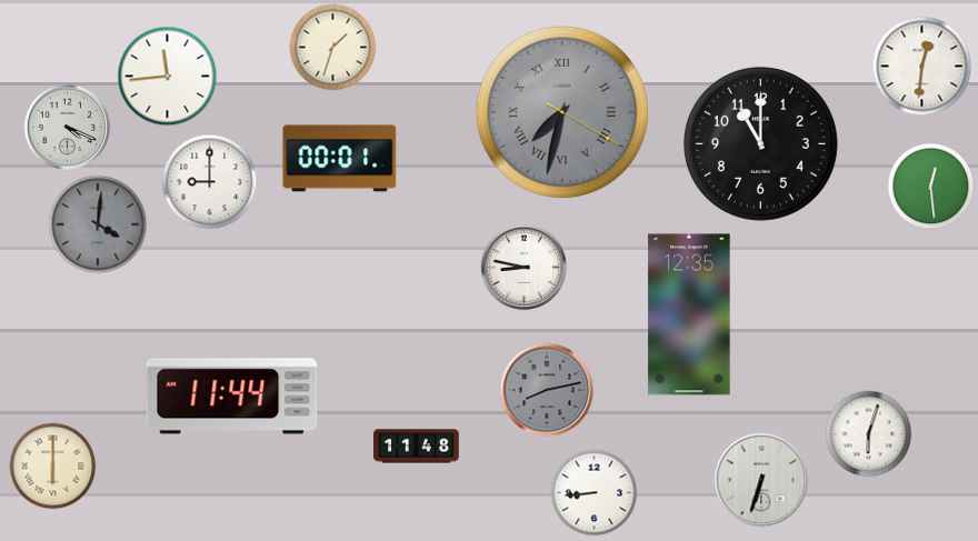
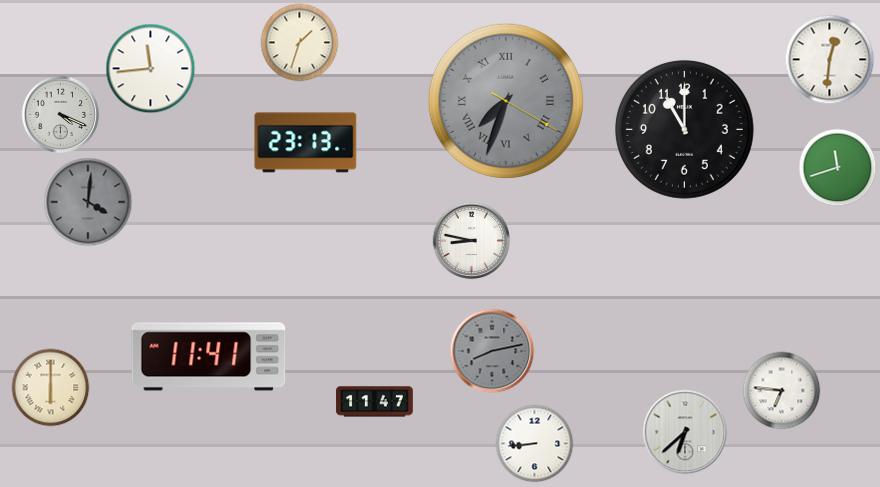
clock at (562, 112): 7:32 -> 7:33
clock at (340, 159): 00:01 -> 23:13
clock at (209, 181): 9:00 -> none
clock at (930, 186): 12:29 -> 11:42
clock at (689, 314): 12:35 -> none
clock at (232, 397): 11:44 -> 11:41
clock at (868, 433): 6:03 -> 6:46
clock at (417, 447): 11:48 -> 11:47
clock at (52, 465) position: (52, 465) -> (50, 387)
clock at (761, 480): 6:33 -> 6:38
